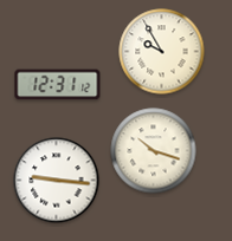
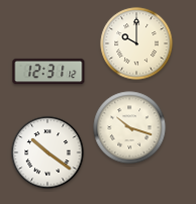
clock at (162, 52): 9:55 -> 10:00
clock at (57, 181): 9:16 -> 10:21
